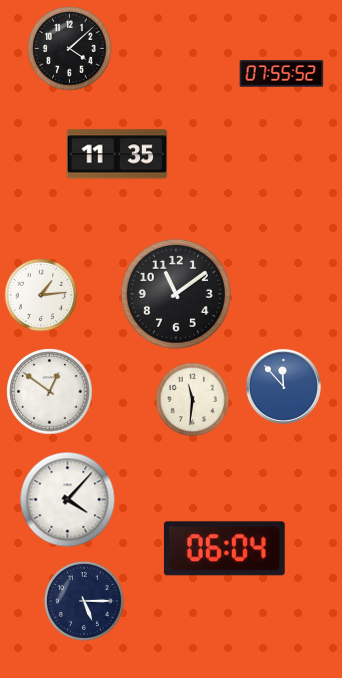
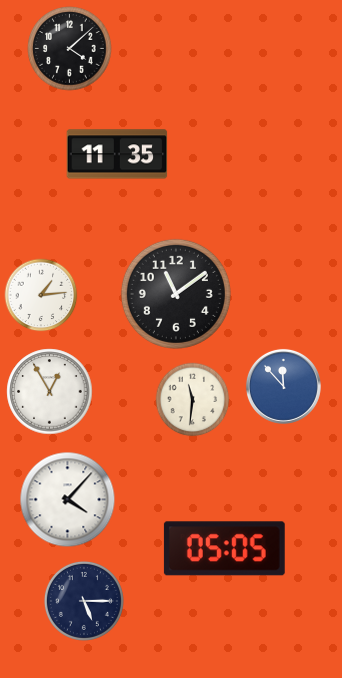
clock at (282, 74): 07:55 -> none
clock at (50, 392): 12:51 -> 12:55
clock at (224, 549): 06:04 -> 05:05
